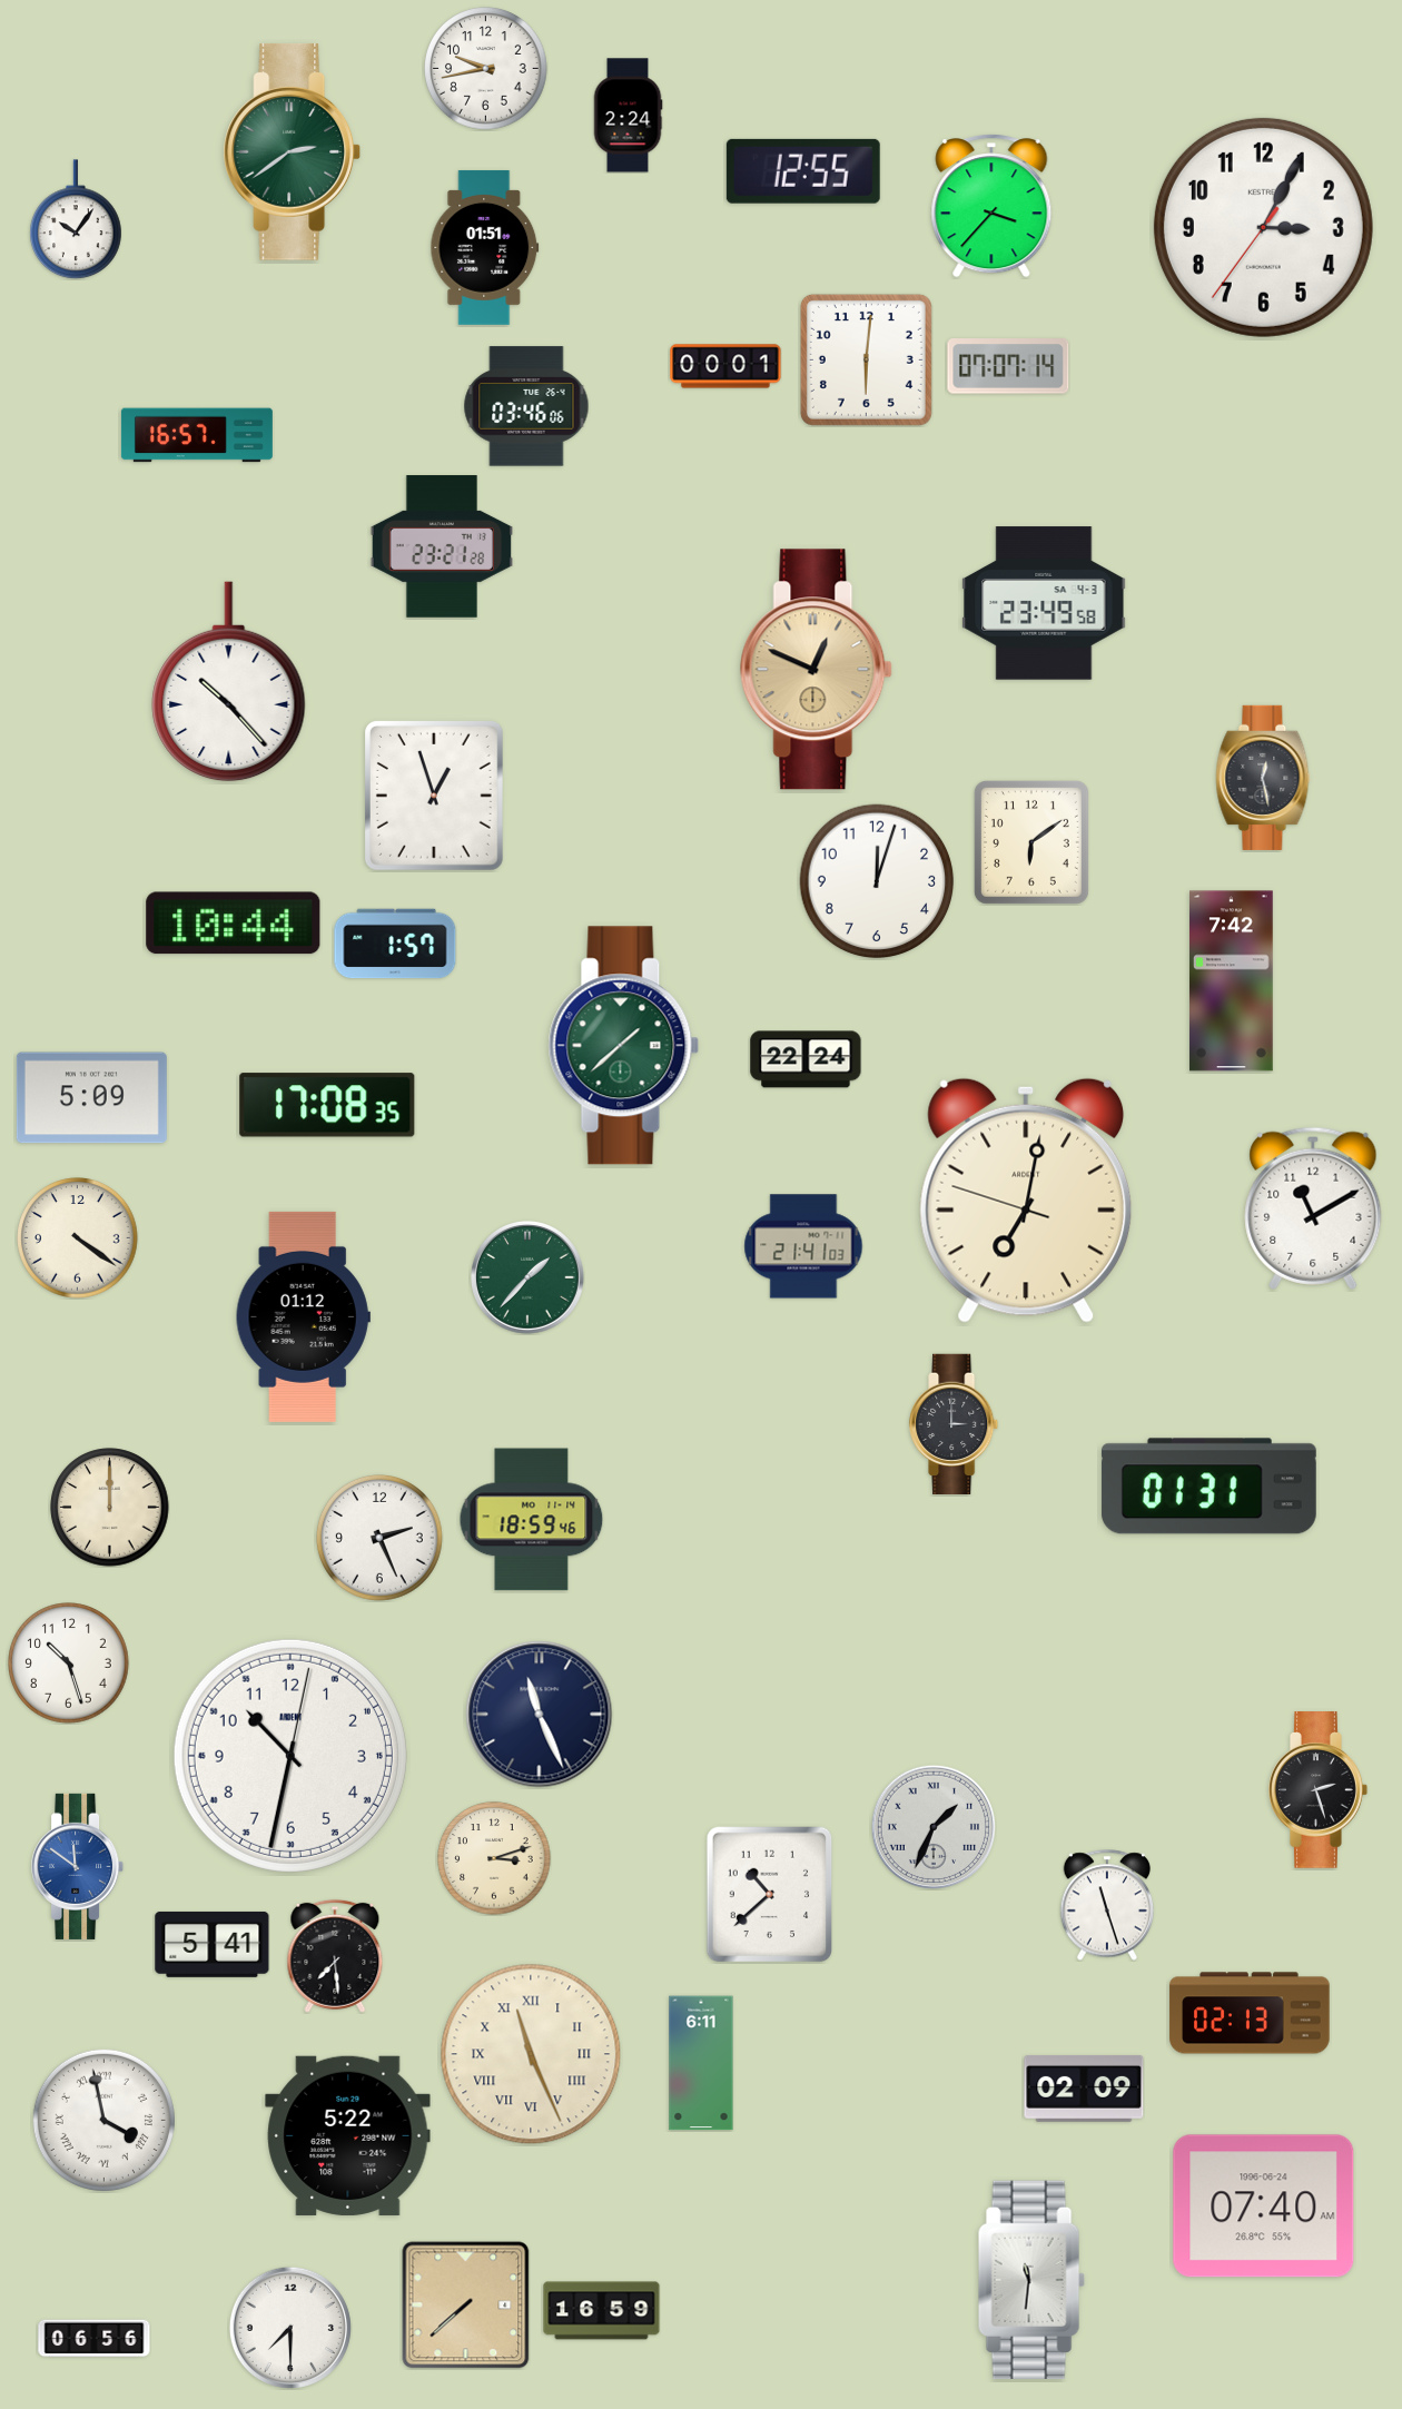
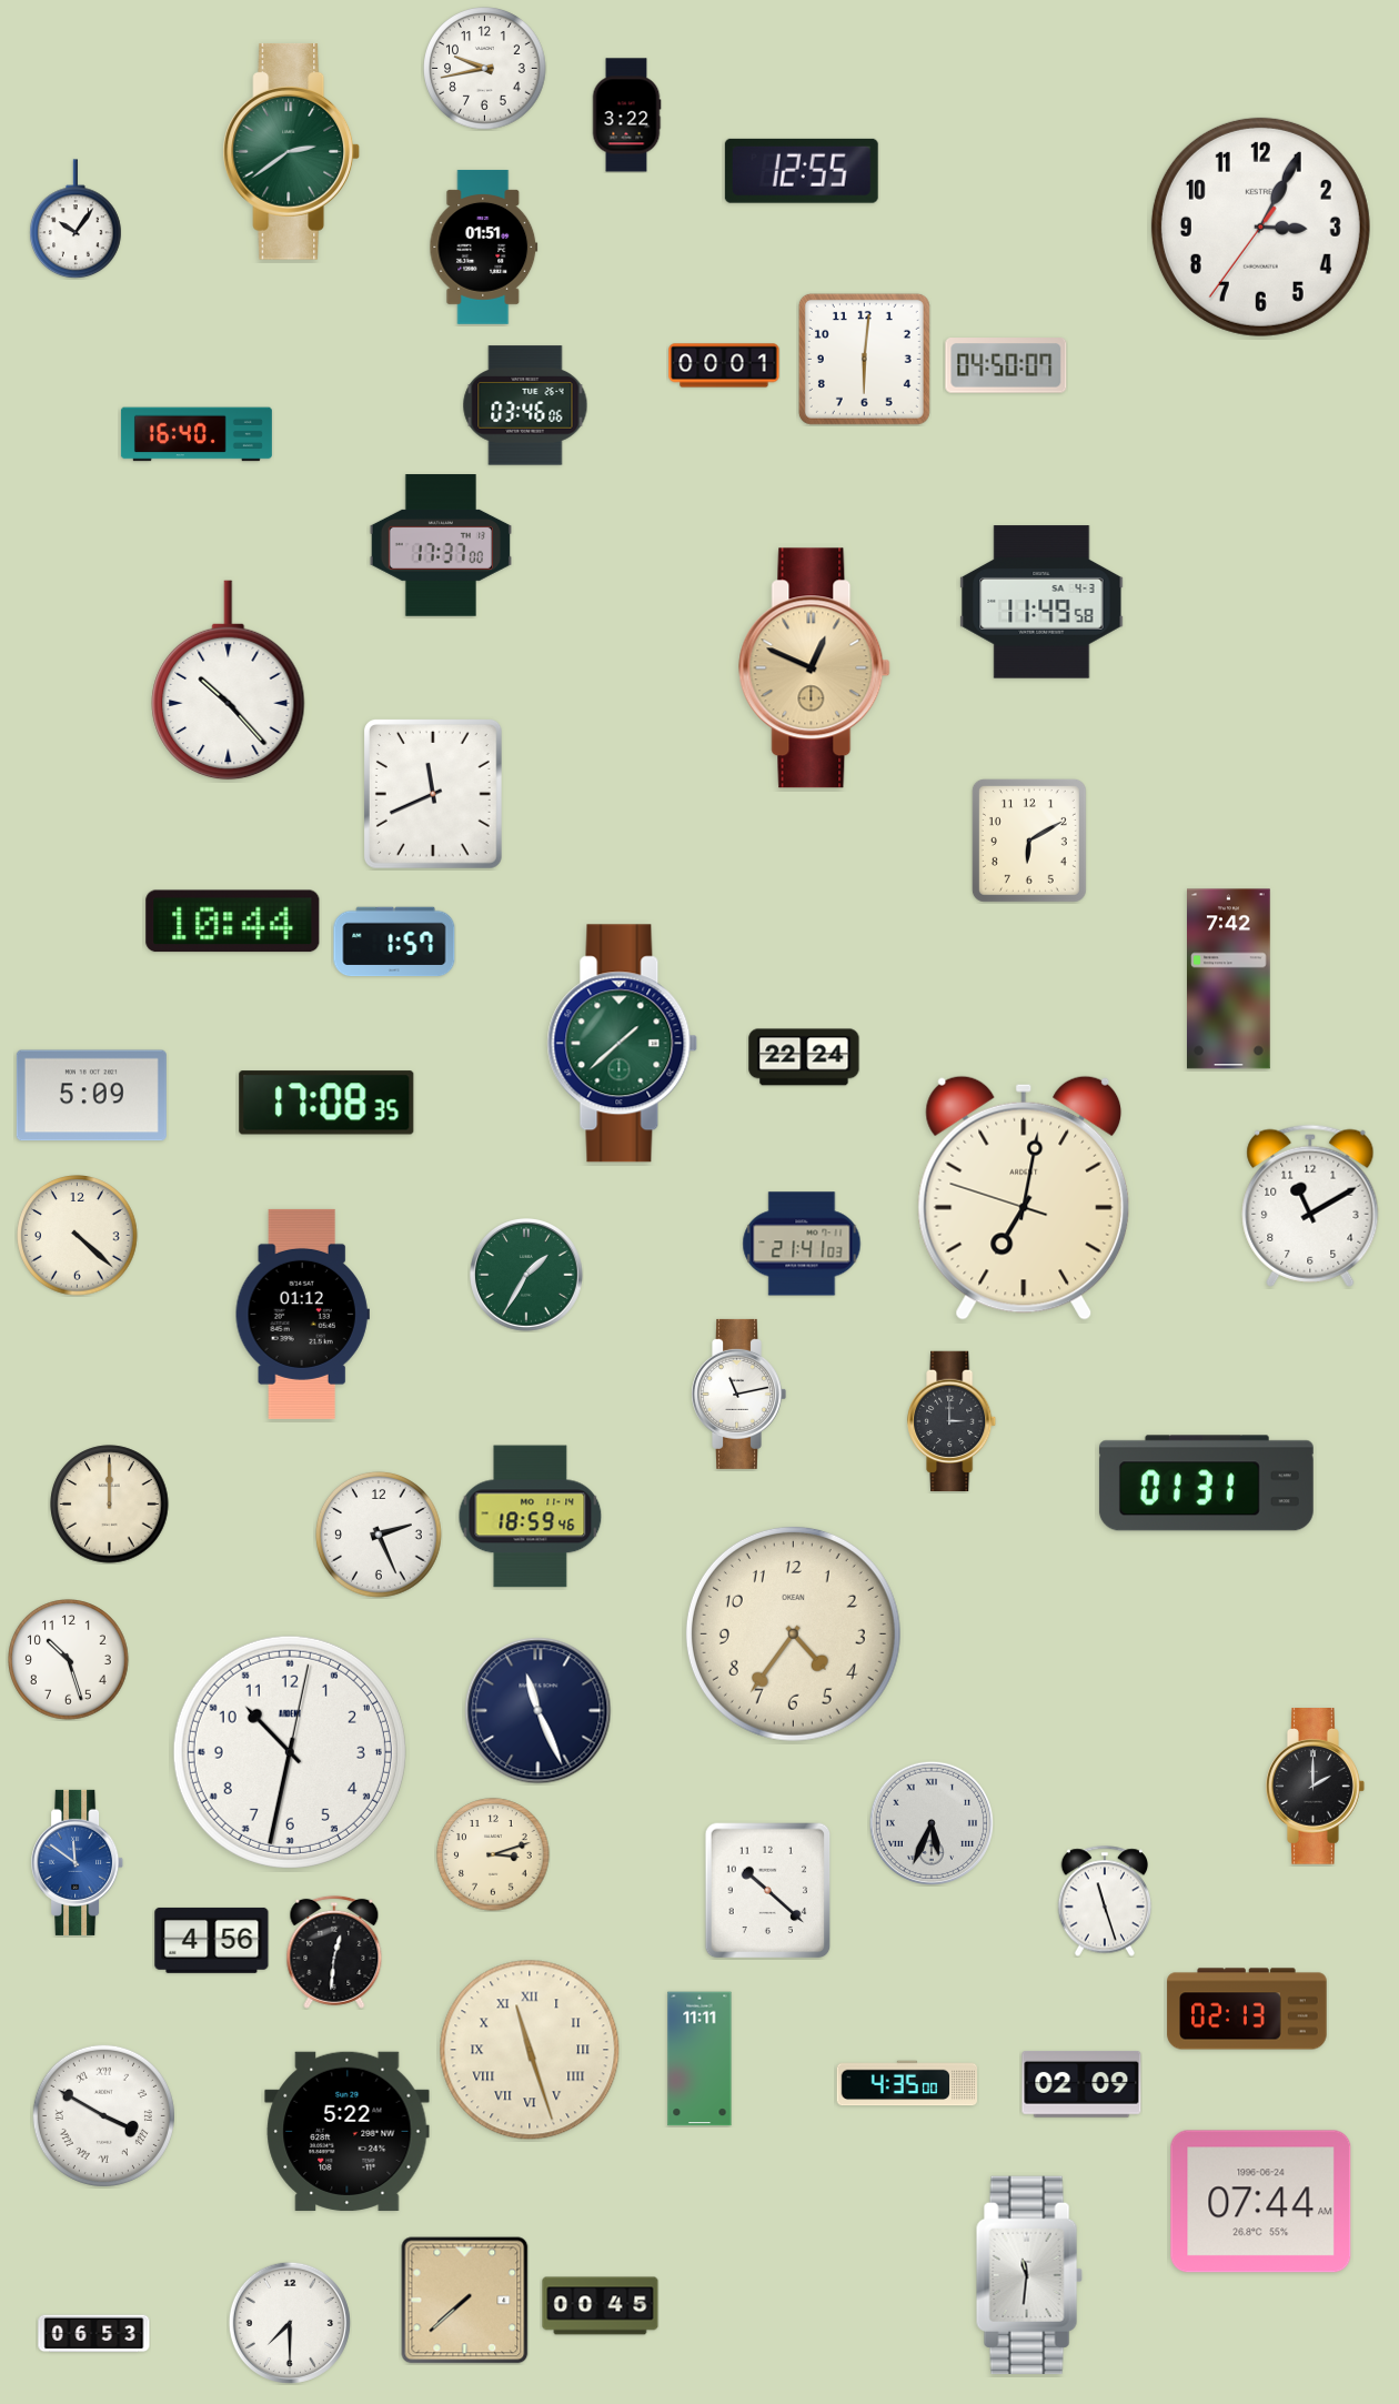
clock at (628, 116): 2:24 -> 3:22
clock at (991, 206): 3:37 -> none
clock at (1008, 366): 07:07 -> 04:50
clock at (197, 435): 16:57 -> 16:40
clock at (442, 546): 23:21 -> 17:37
clock at (1044, 603): 23:49 -> 11:49
clock at (1263, 778): 12:28 -> none
clock at (434, 796): 12:57 -> 11:41
clock at (1031, 842): 6:09 -> 6:10
clock at (877, 881): 12:03 -> none
clock at (78, 1238): 4:21 -> 4:22
clock at (529, 1278): 1:37 -> 1:35
clock at (738, 1394): none -> 11:13
clock at (793, 1633): none -> 4:36
clock at (1319, 1790): 2:27 -> 2:00
clock at (932, 1826): 1:34 -> 5:34
clock at (770, 1894): 10:38 -> 10:22
clock at (213, 1944): 5:41 -> 4:56
clock at (335, 1956): 7:29 -> 12:31
clock at (531, 2054): 11:26 -> 11:27
clock at (701, 2063): 6:11 -> 11:11
clock at (907, 2083): none -> 4:35
clock at (103, 2120): 3:58 -> 3:50
clock at (1264, 2206): 07:40 -> 07:44
clock at (602, 2311): 16:59 -> 00:45
clock at (95, 2339): 06:56 -> 06:53
